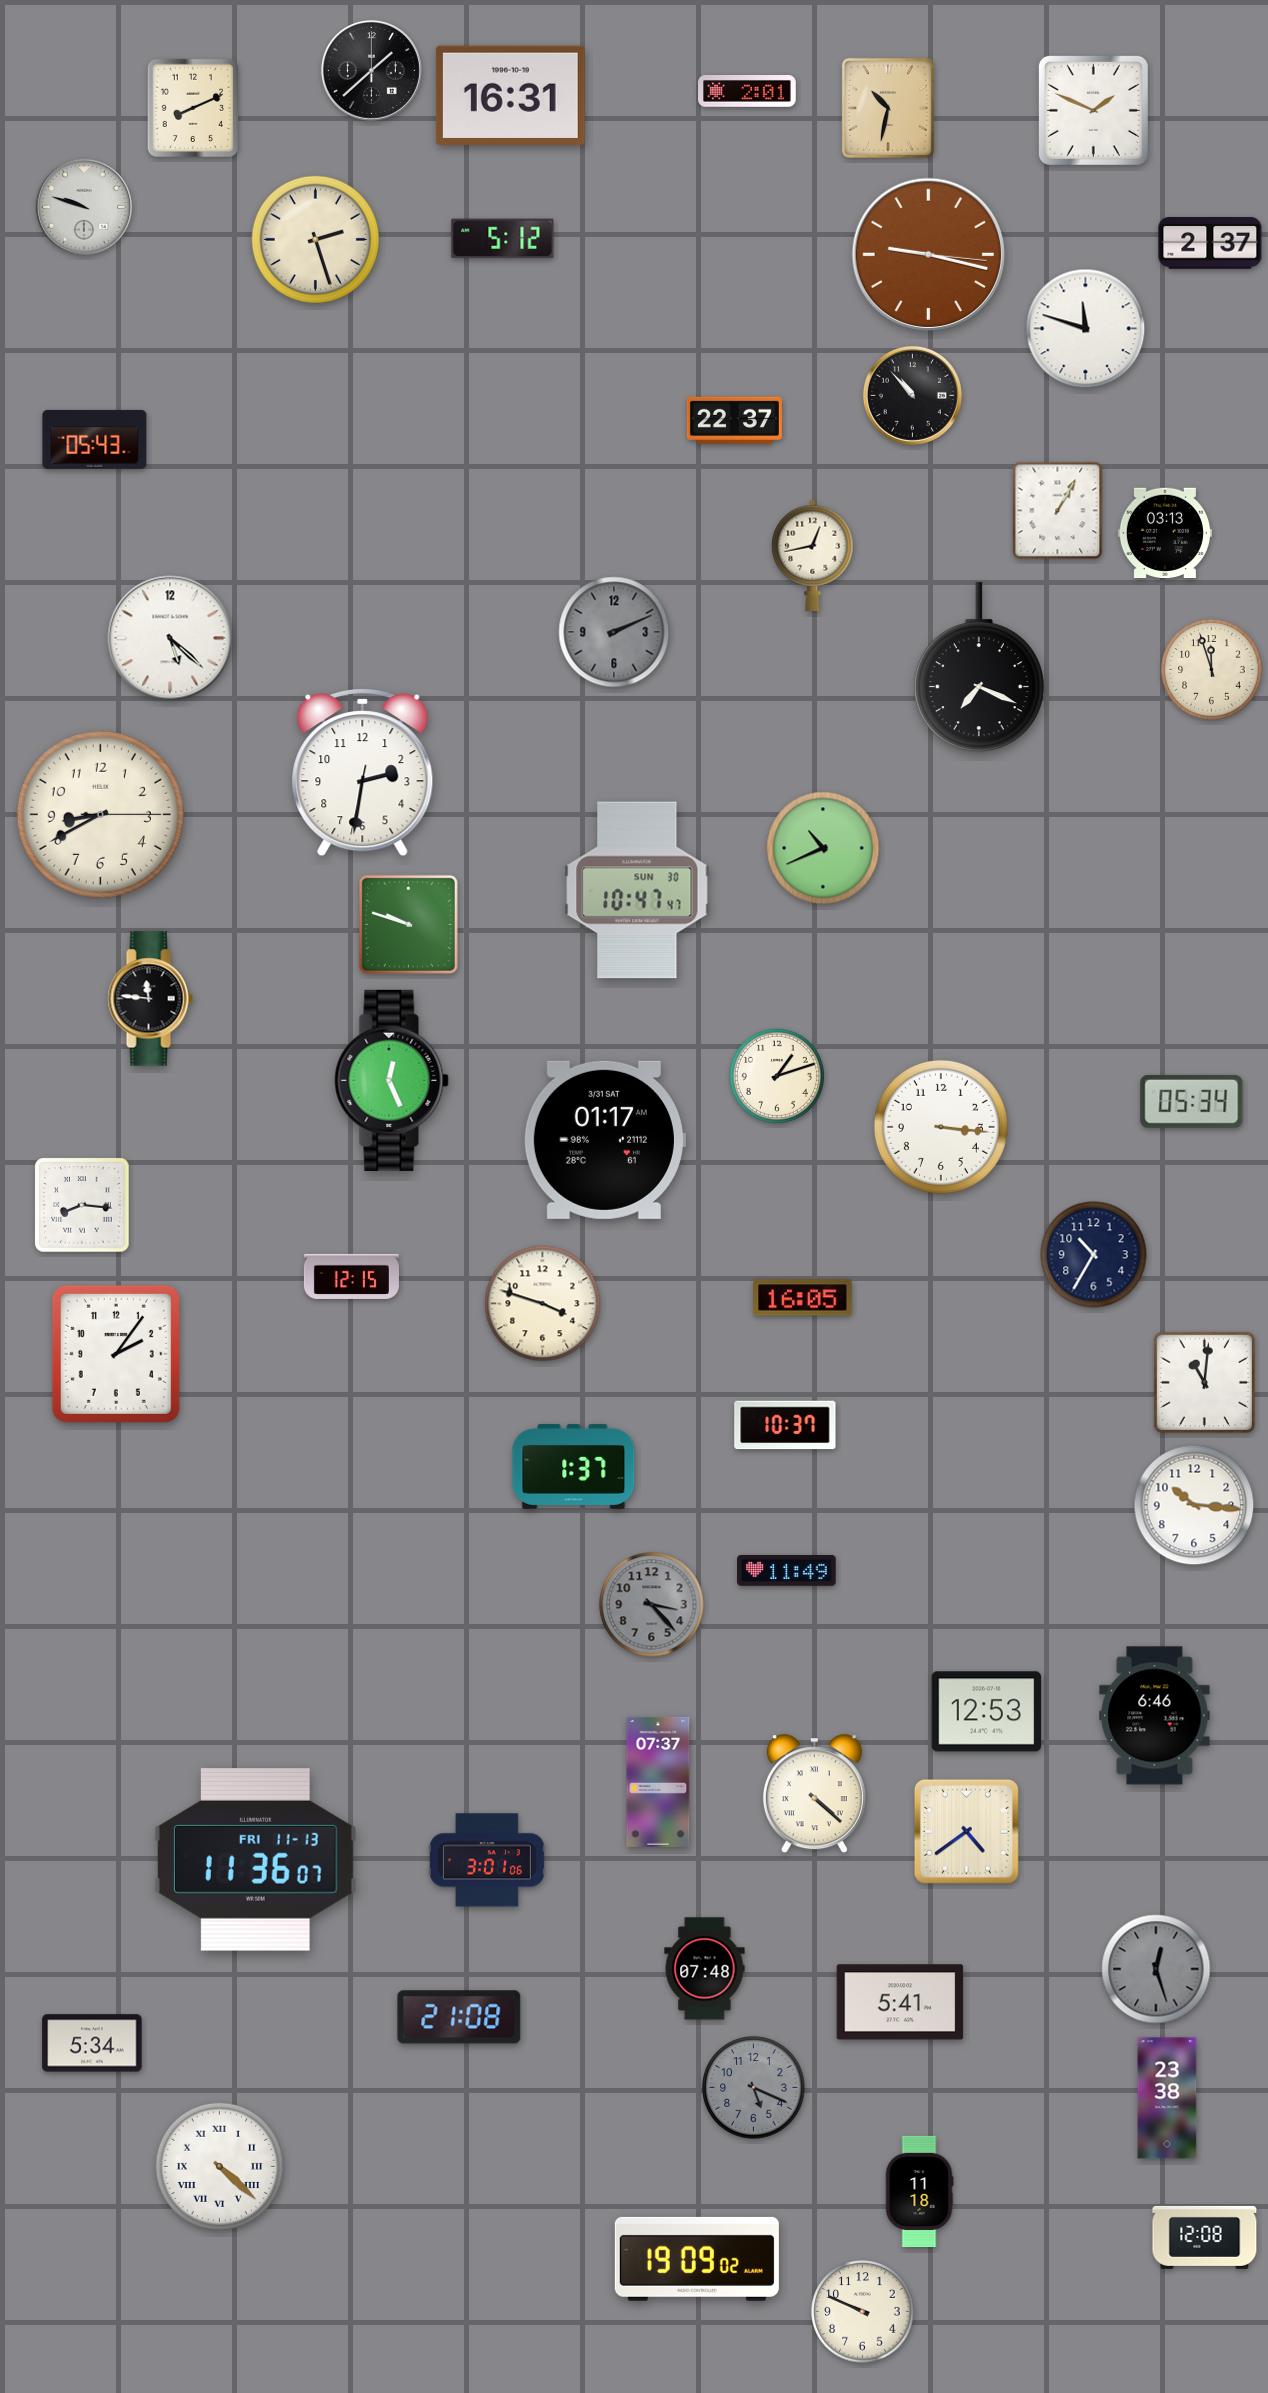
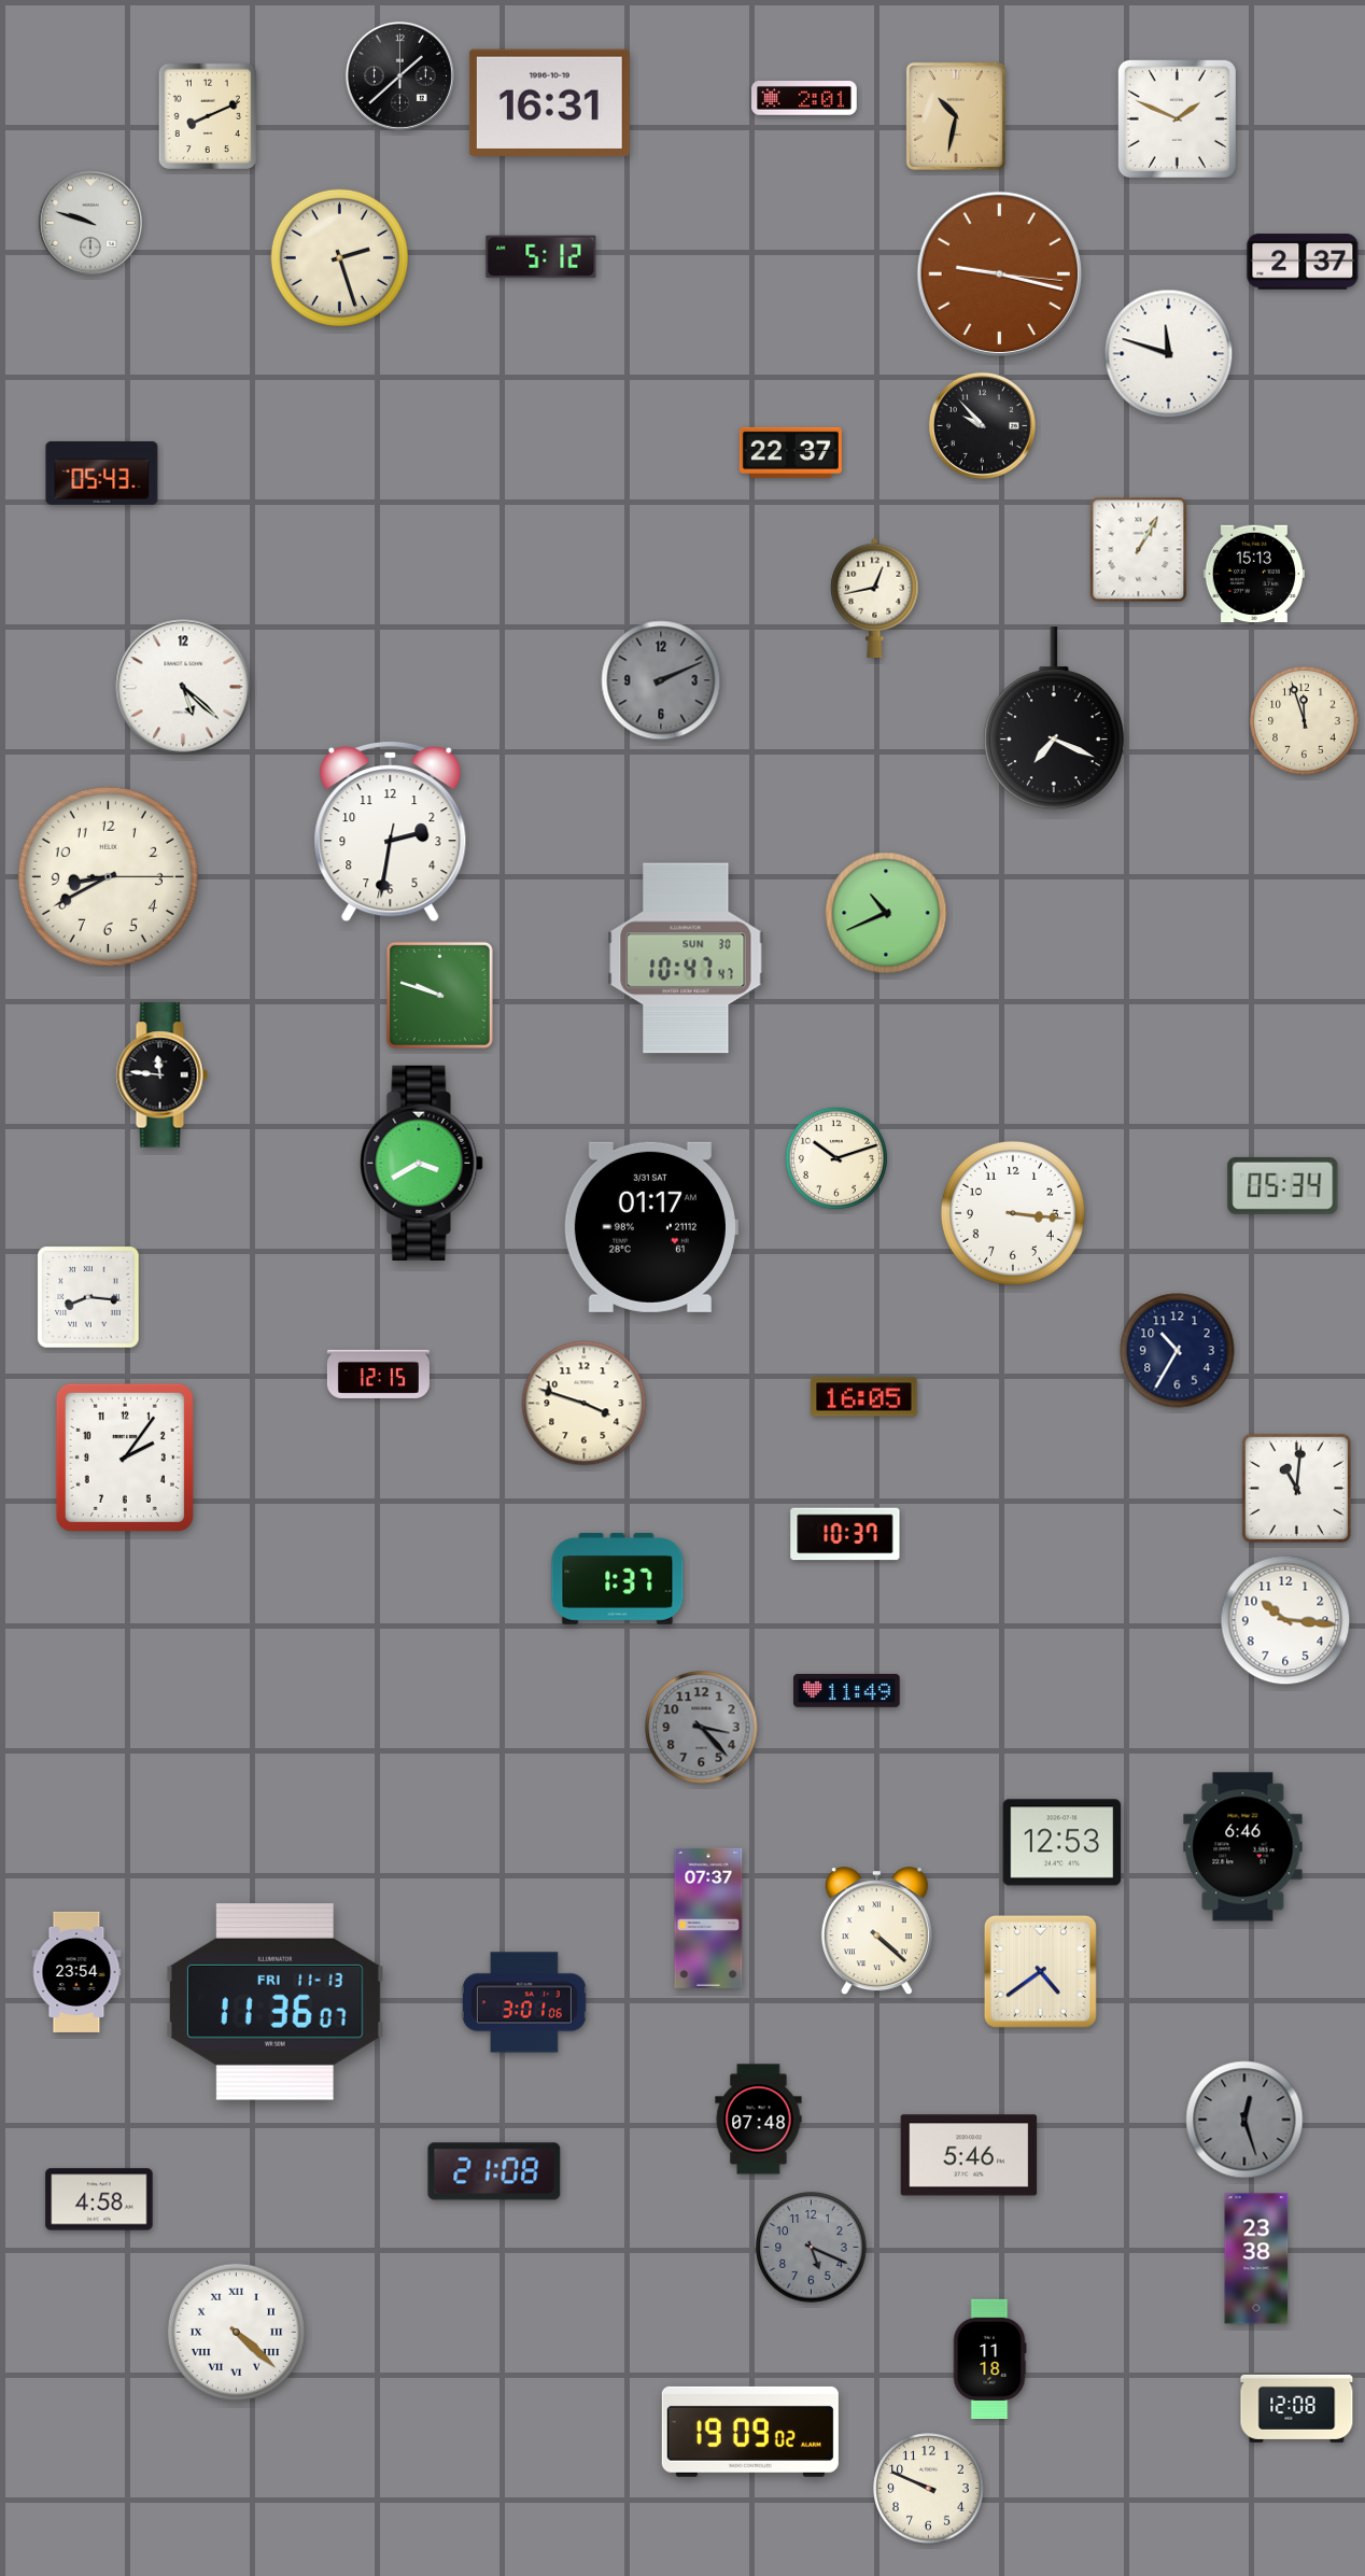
clock at (912, 395): 10:53 -> 9:53
clock at (1165, 532): 03:13 -> 15:13
clock at (777, 1076): 1:12 -> 10:12
clock at (392, 1080): 12:26 -> 3:40
clock at (76, 1972): none -> 23:54
clock at (900, 2002): 5:41 -> 5:46
clock at (92, 2043): 5:34 -> 4:58
